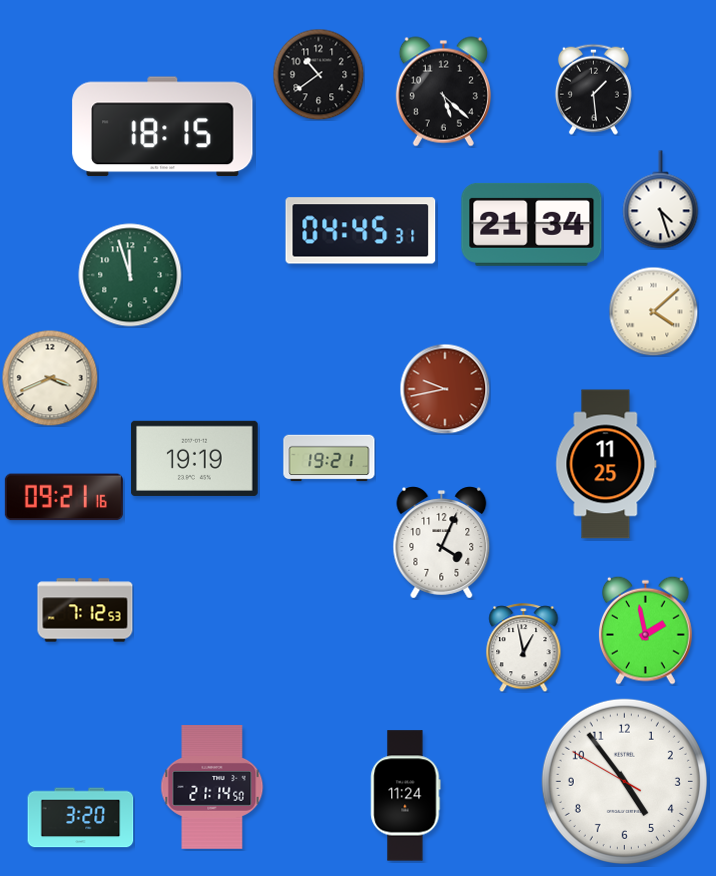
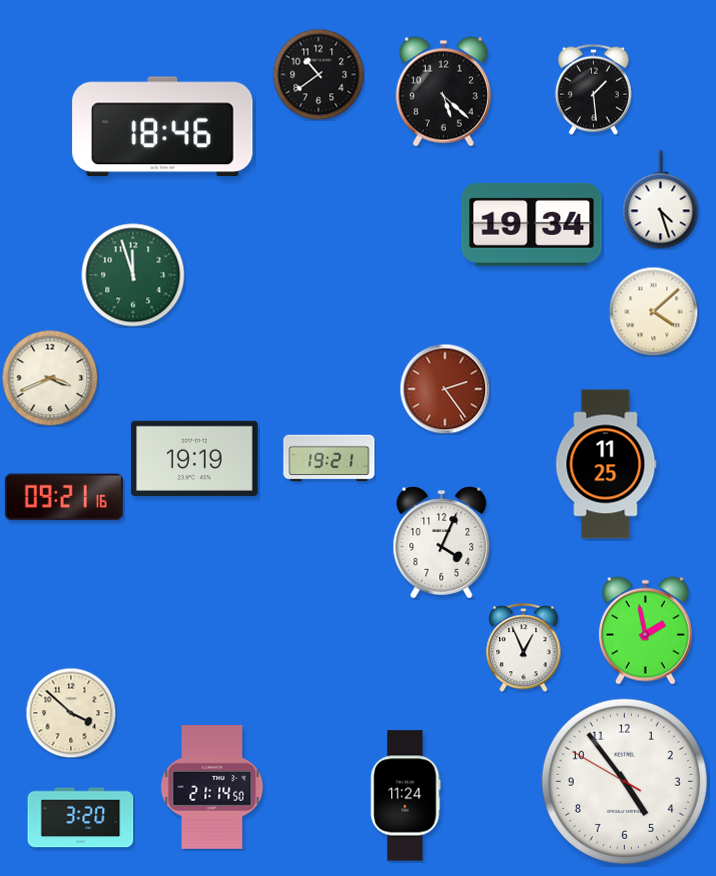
clock at (163, 127): 18:15 -> 18:46
clock at (532, 224): 21:34 -> 19:34
clock at (361, 231): 04:45 -> none
clock at (130, 275) position: (130, 275) -> (133, 275)
clock at (445, 389): 9:43 -> 2:24
clock at (85, 610): 7:12 -> none
clock at (524, 648): 12:58 -> 12:56
clock at (71, 713): none -> 3:52
